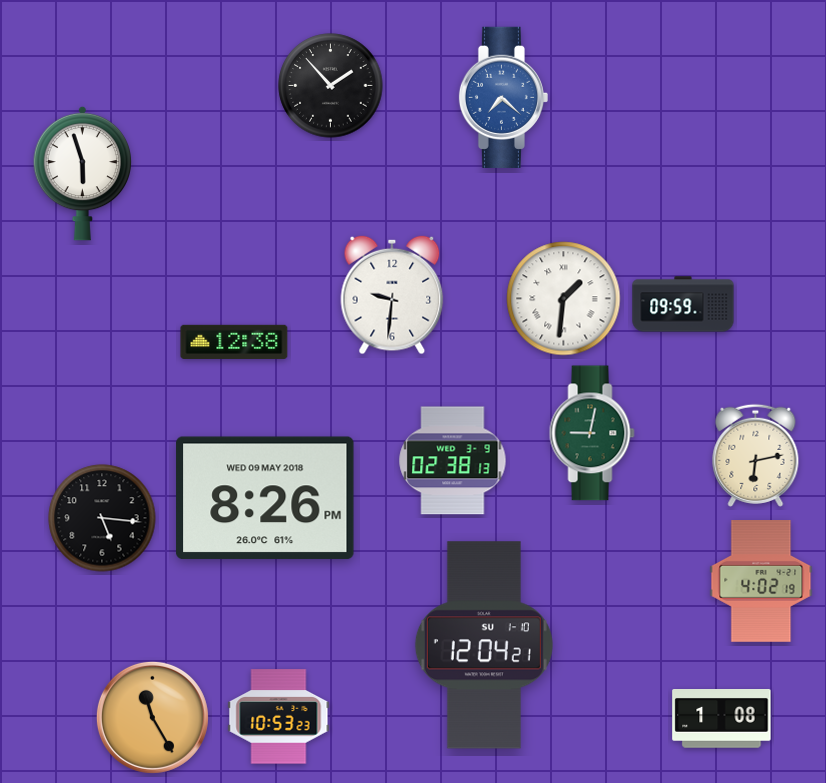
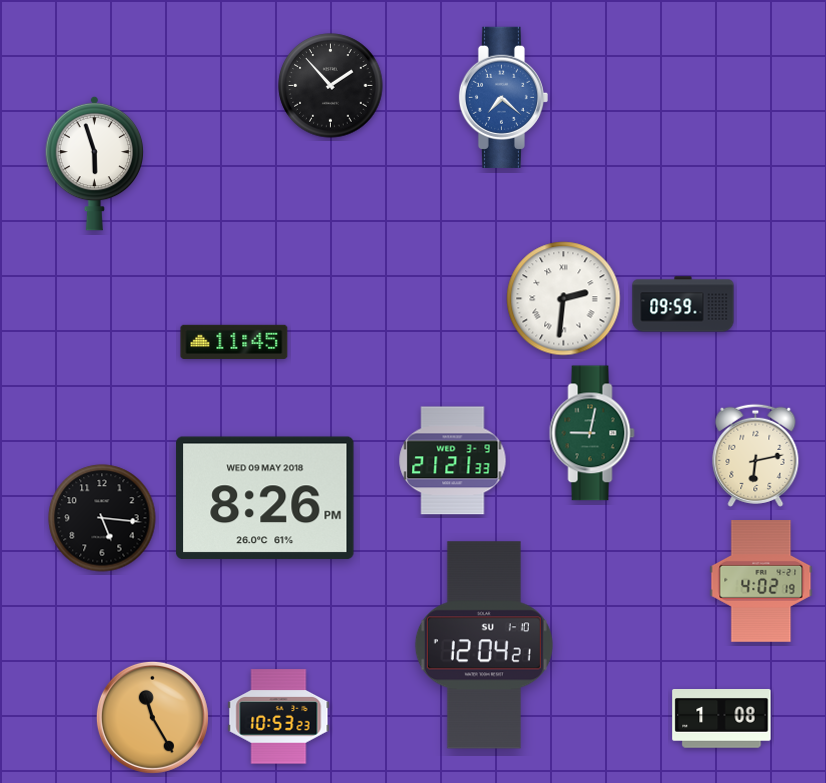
clock at (82, 173) position: (82, 173) -> (94, 163)
clock at (392, 295): 9:31 -> none
clock at (564, 299): 1:31 -> 2:31
clock at (234, 342): 12:38 -> 11:45
clock at (453, 461): 02:38 -> 21:21
